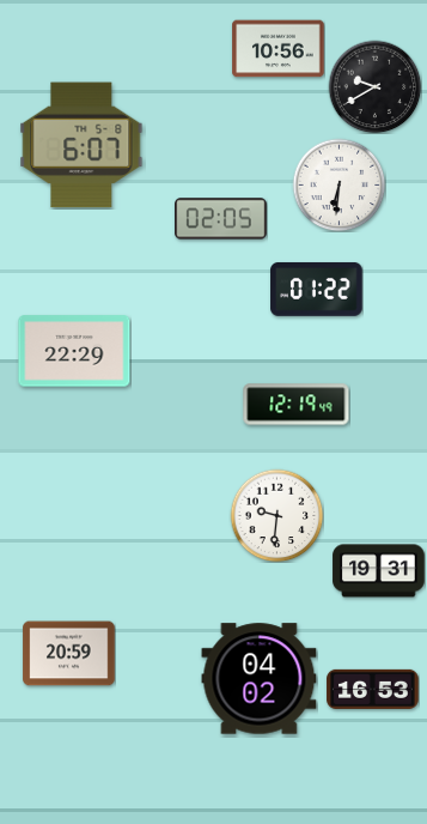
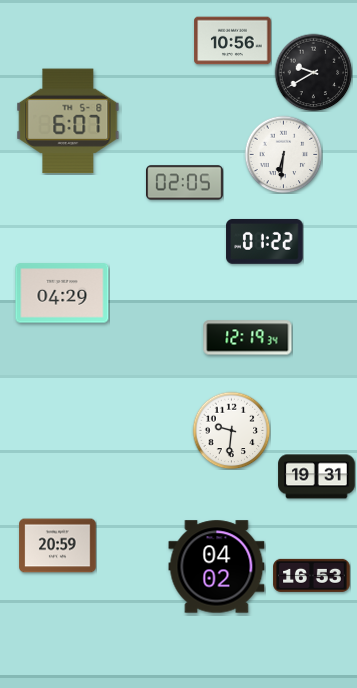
clock at (74, 351): 22:29 -> 04:29
clock at (297, 405): 12:19:49 -> 12:19:34
